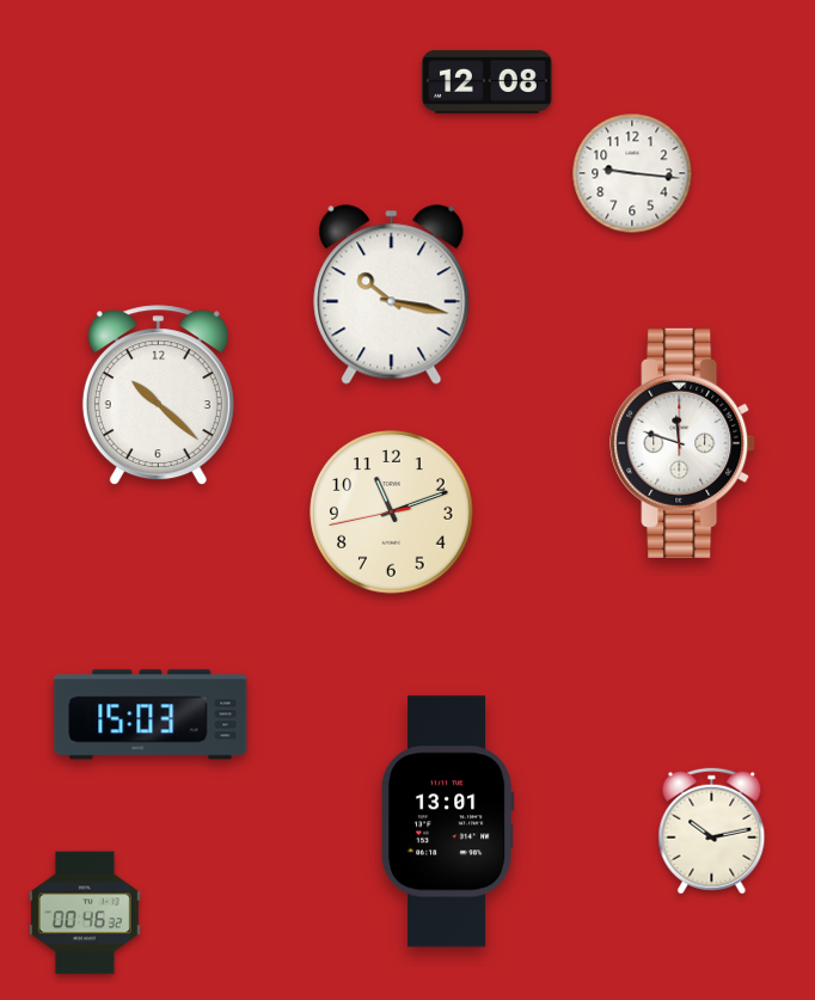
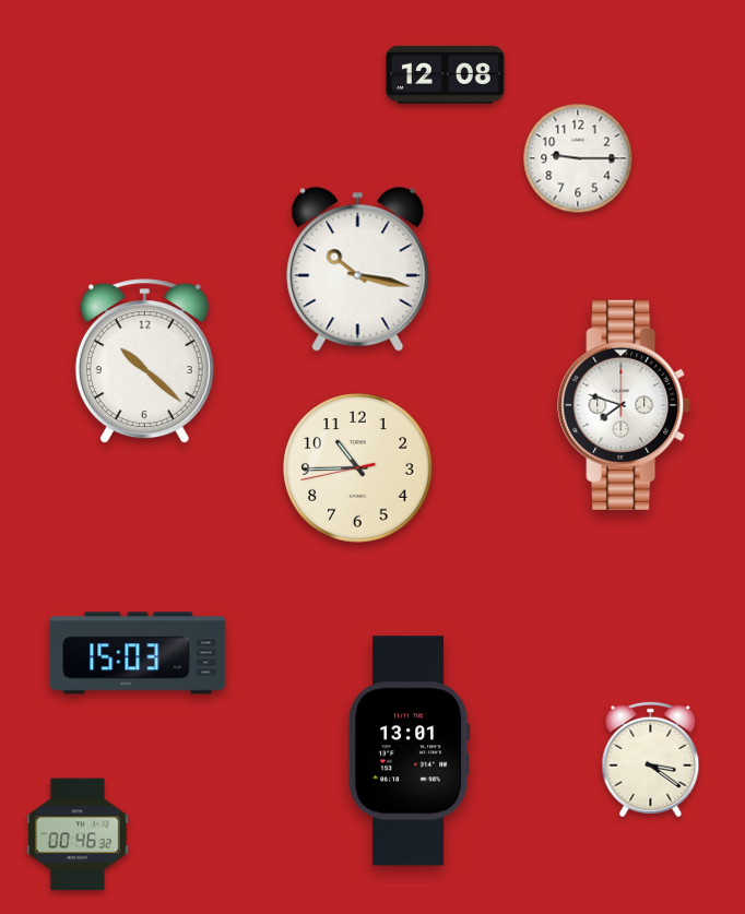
clock at (632, 173): 9:16 -> 9:15
clock at (682, 443): 11:48 -> 7:48
clock at (392, 513): 11:11 -> 10:44
clock at (712, 832): 10:13 -> 3:21
